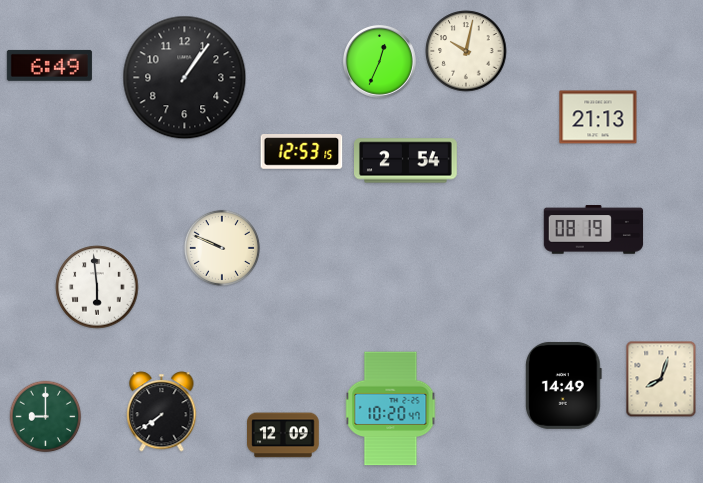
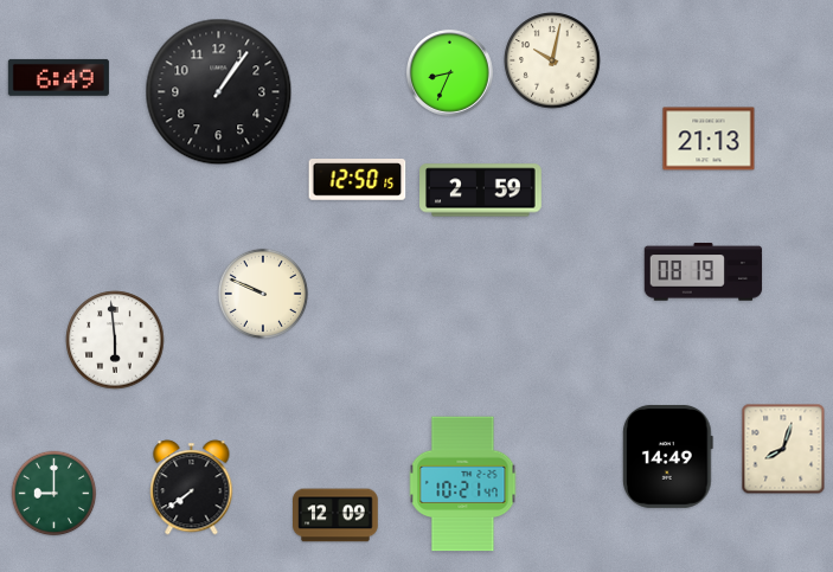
clock at (380, 62): 12:34 -> 8:34
clock at (302, 152): 12:53 -> 12:50
clock at (406, 161): 2:54 -> 2:59
clock at (391, 409): 10:20 -> 10:21
